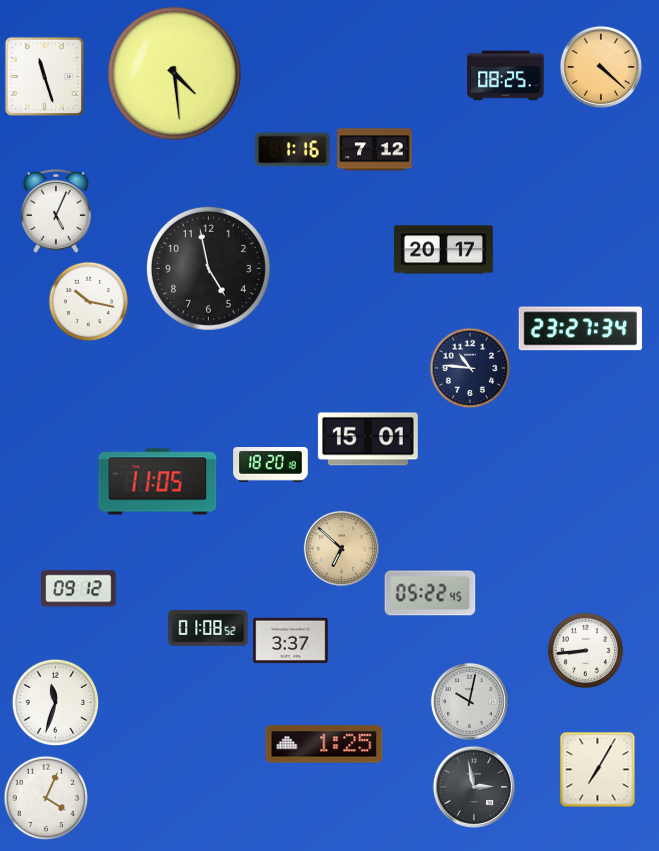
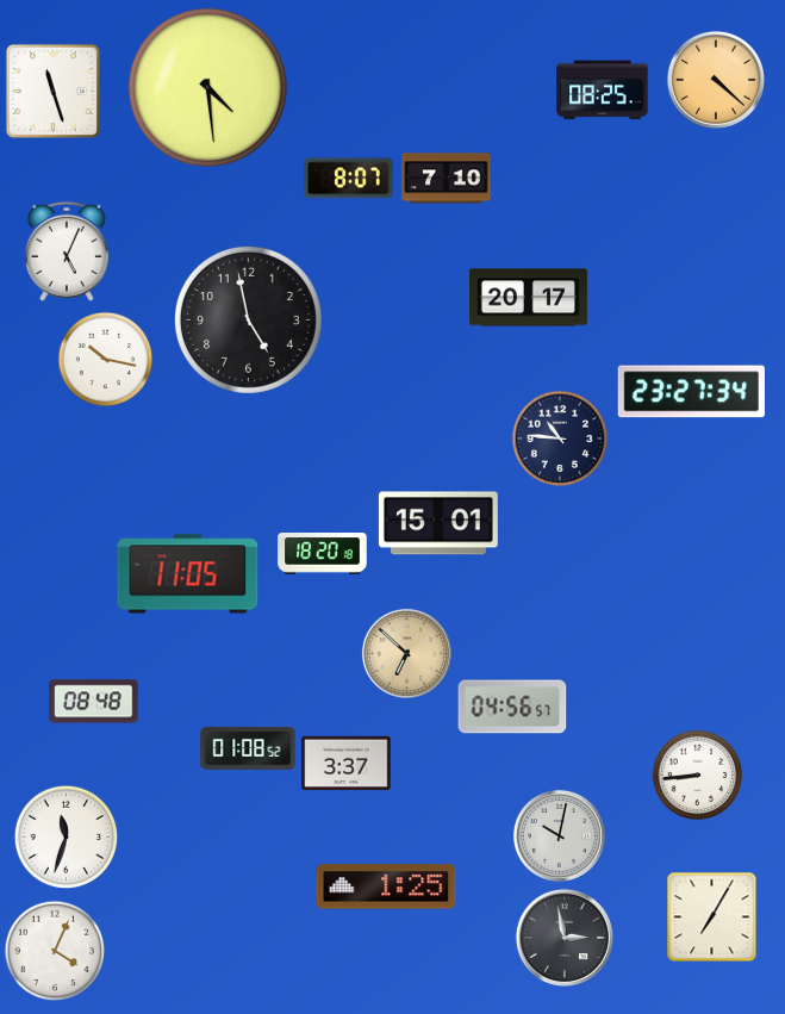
clock at (293, 150): 1:16 -> 8:07
clock at (375, 150): 7:12 -> 7:10
clock at (79, 589): 09:12 -> 08:48
clock at (430, 593): 05:22 -> 04:56
